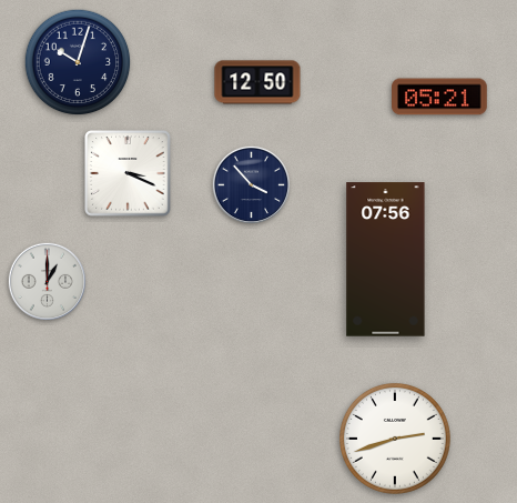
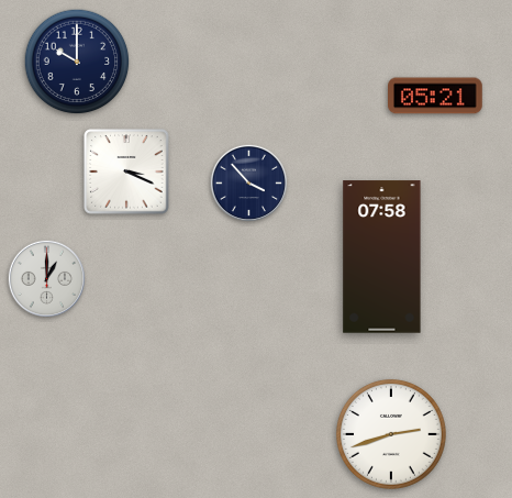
clock at (78, 62): 10:03 -> 10:00
clock at (257, 82): 12:50 -> none
clock at (386, 260): 07:56 -> 07:58
